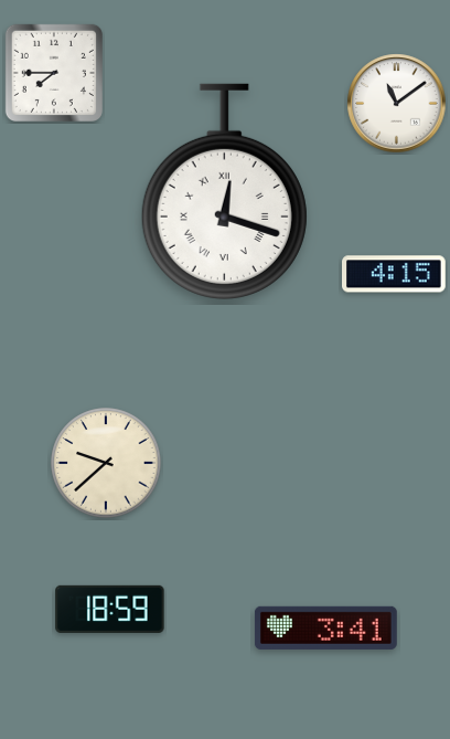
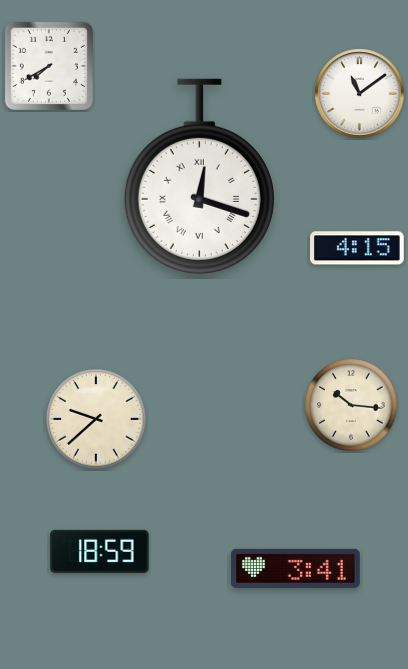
clock at (54, 73): 7:45 -> 7:40
clock at (224, 191) position: (224, 191) -> (199, 176)
clock at (351, 405): none -> 10:16
